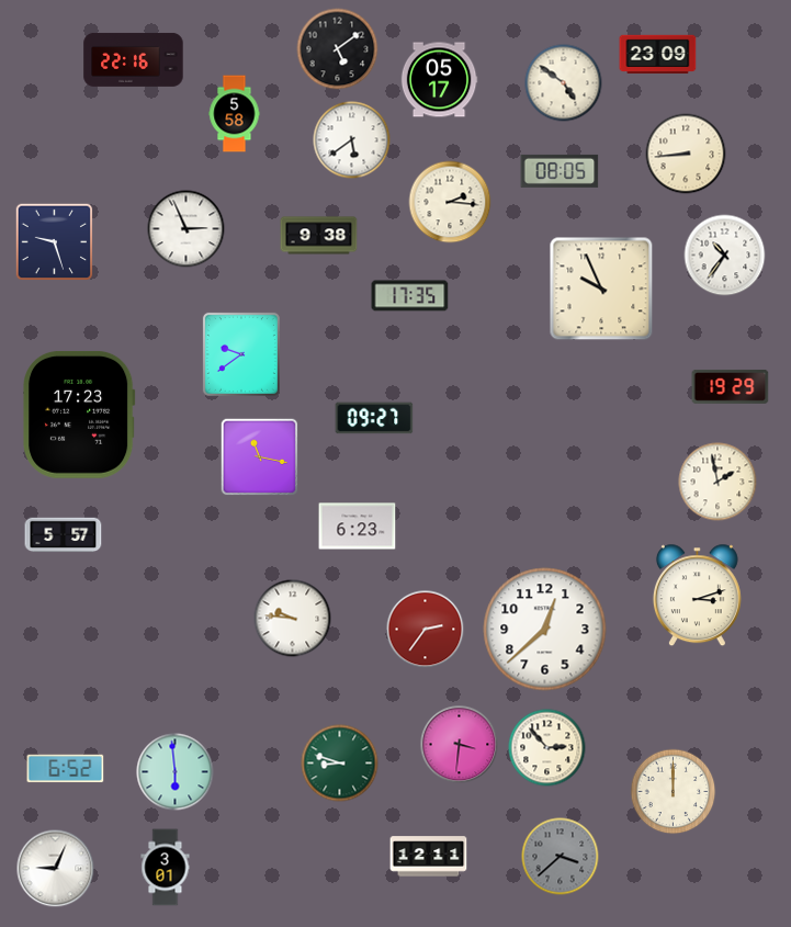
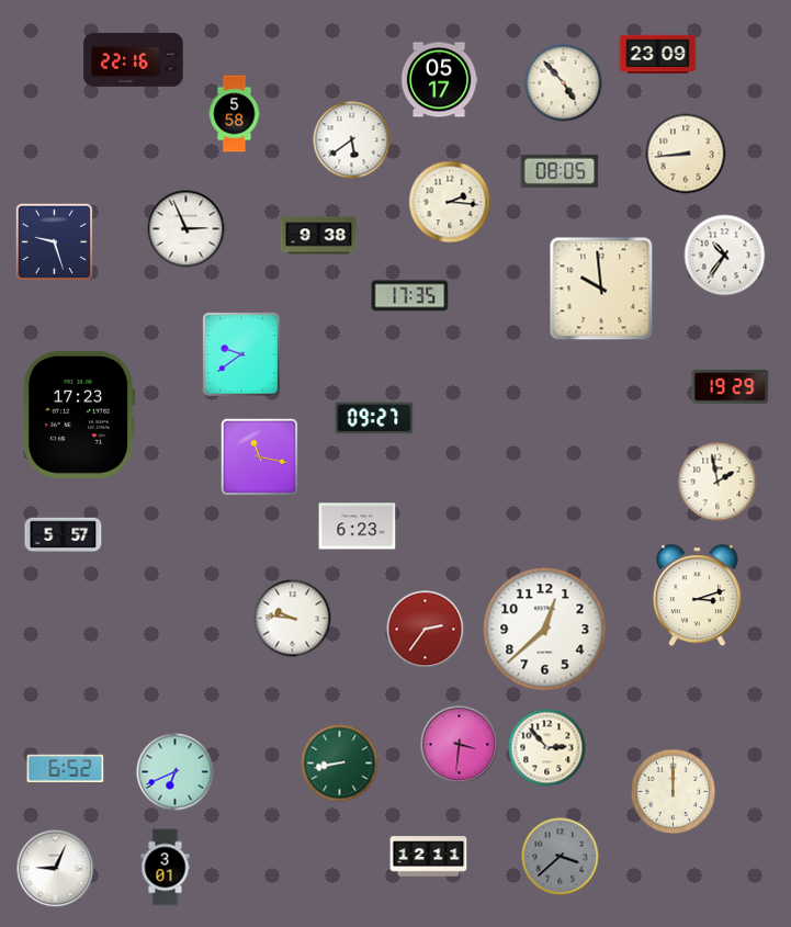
clock at (338, 49): 5:09 -> none
clock at (564, 83): 4:51 -> 4:53
clock at (601, 289): 9:56 -> 9:59
clock at (340, 764): 8:48 -> 8:43
clock at (176, 772): 5:59 -> 6:41
